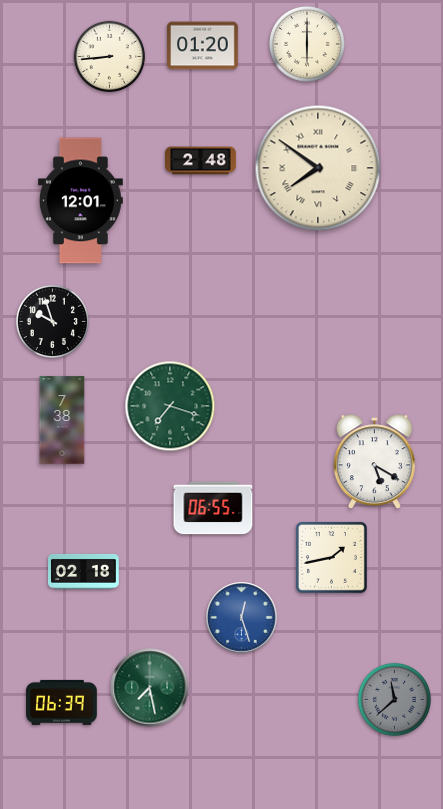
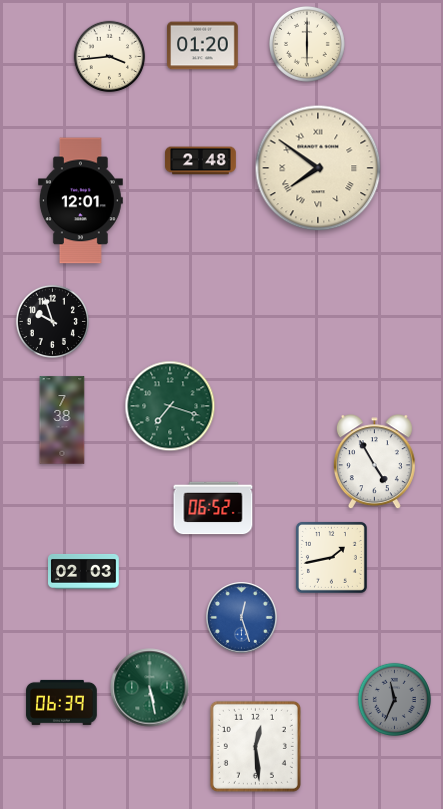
clock at (110, 57): 8:44 -> 3:44
clock at (374, 462): 5:20 -> 4:55
clock at (213, 508): 06:55 -> 06:52
clock at (84, 571): 02:18 -> 02:03
clock at (150, 688): 7:28 -> 5:28
clock at (394, 699): 11:38 -> 11:34
clock at (255, 746): none -> 12:29
